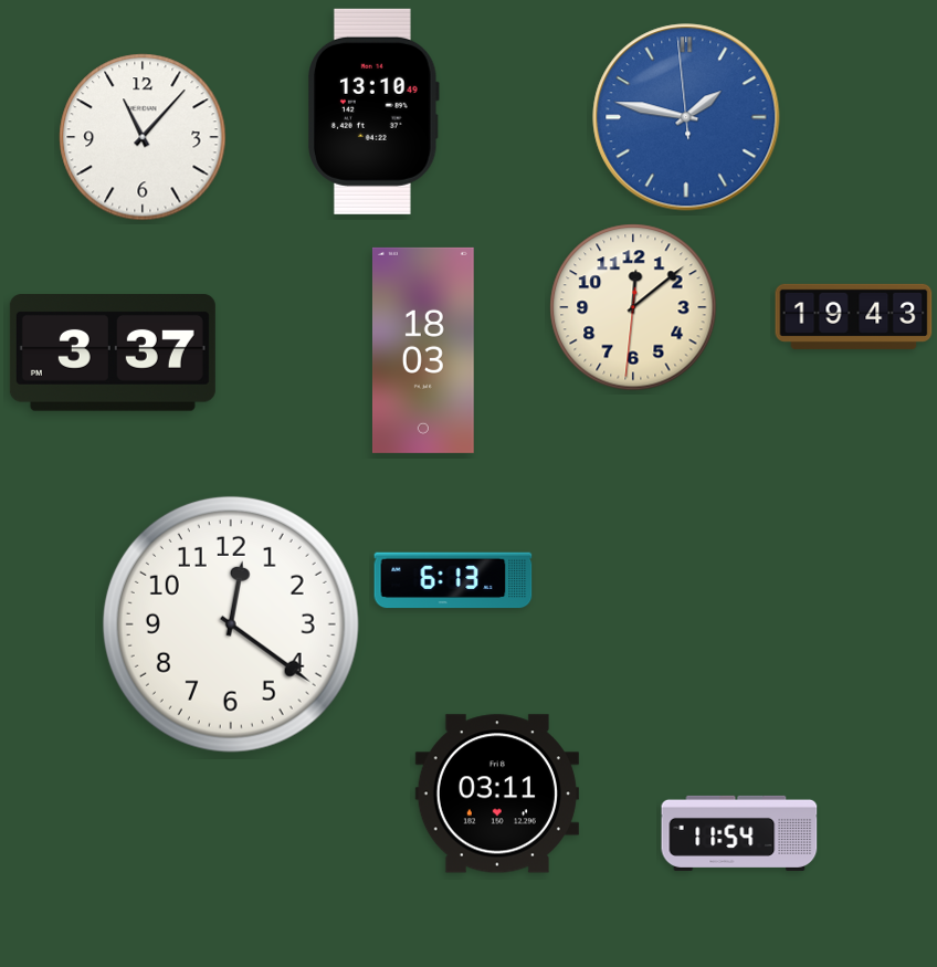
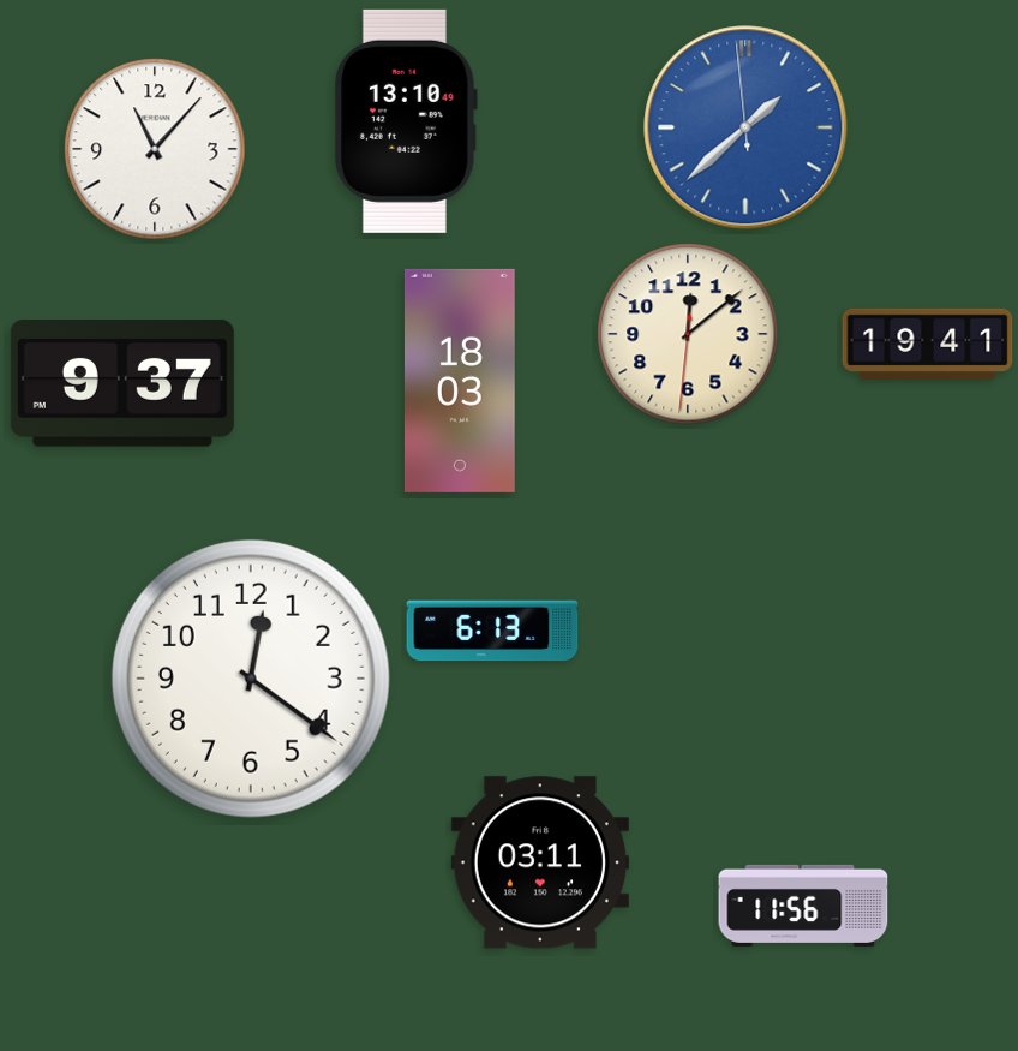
clock at (686, 117): 1:46 -> 1:37
clock at (854, 316): 19:43 -> 19:41
clock at (113, 353): 3:37 -> 9:37
clock at (739, 833): 11:54 -> 11:56
